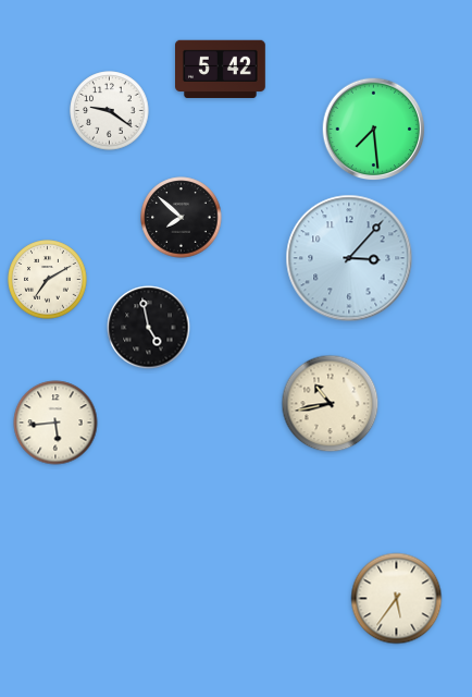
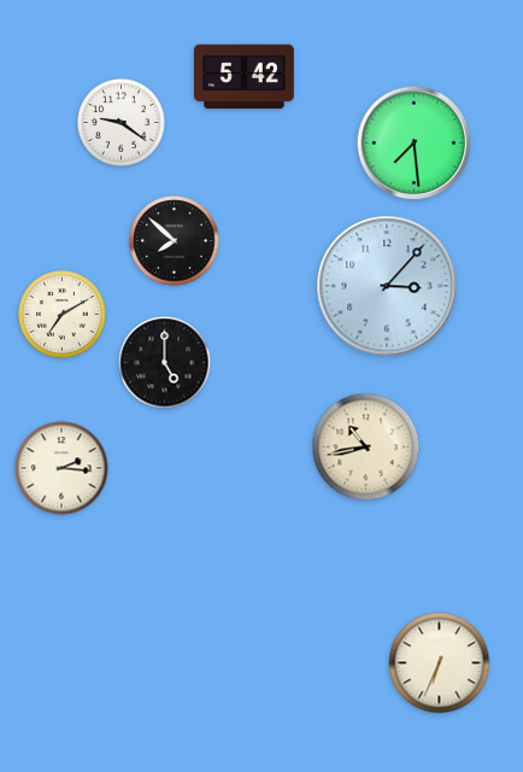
clock at (182, 218) position: (182, 218) -> (175, 241)
clock at (48, 280) position: (48, 280) -> (63, 315)
clock at (149, 328): 4:58 -> 5:00
clock at (55, 423): 5:44 -> 2:16
clock at (397, 599): 5:36 -> 6:34
